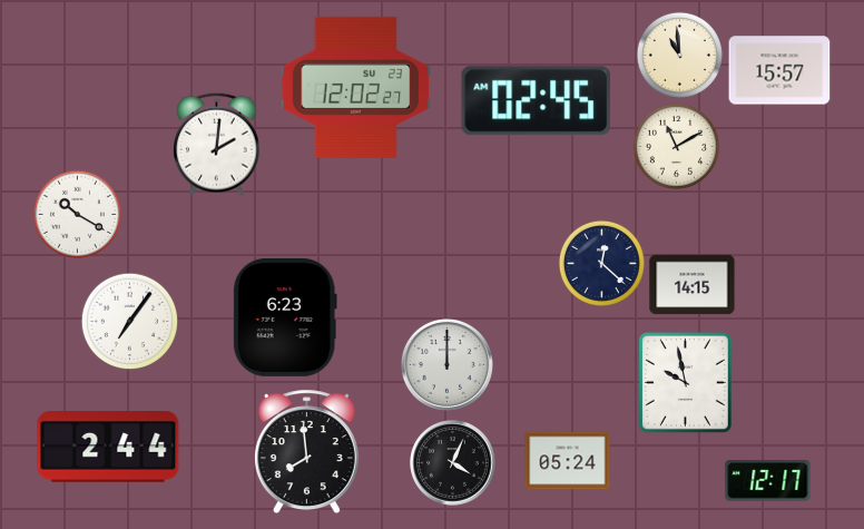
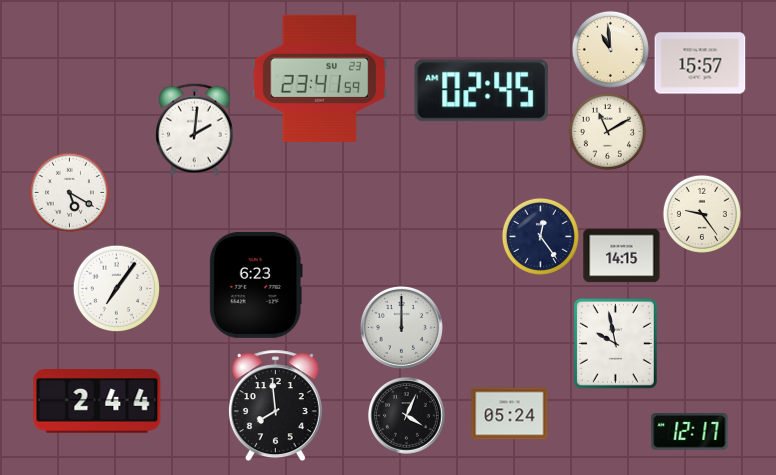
clock at (356, 87): 12:02 -> 23:41
clock at (77, 214): 10:20 -> 5:20
clock at (702, 214): none -> 9:24
clock at (601, 263): 12:22 -> 12:24
